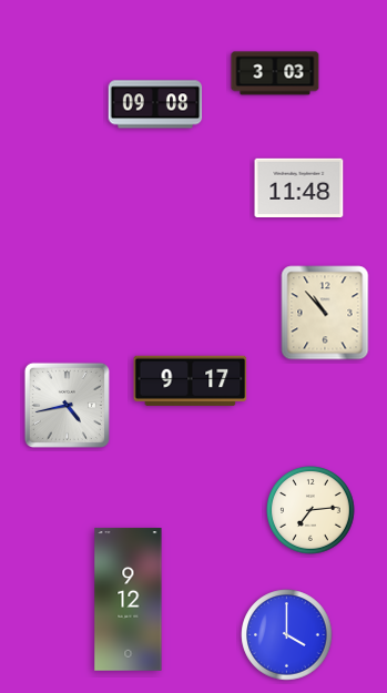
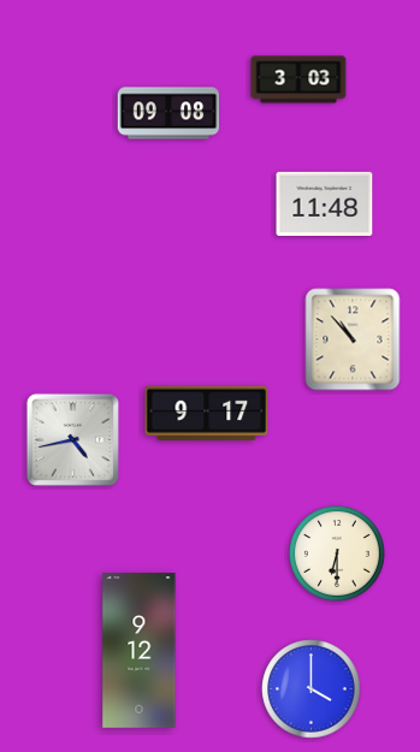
clock at (310, 510): 7:14 -> 6:30
